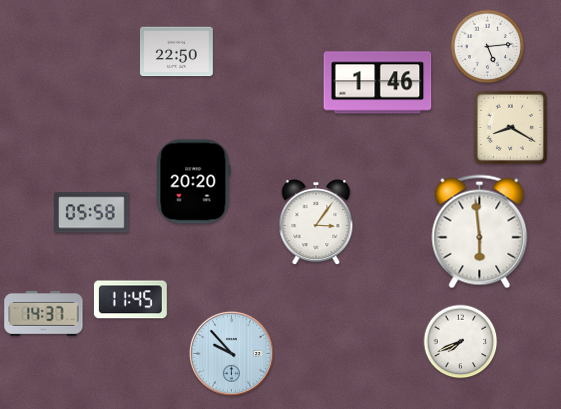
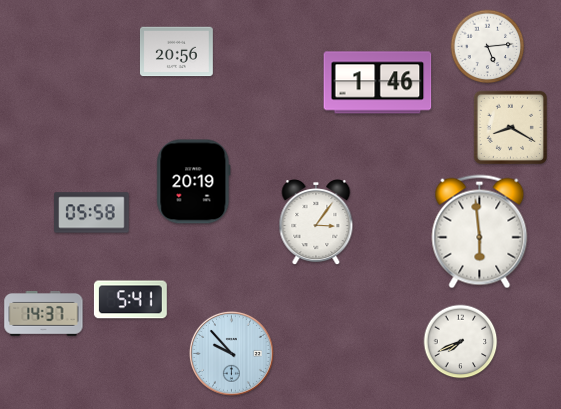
clock at (176, 52): 22:50 -> 20:56
clock at (194, 182): 20:20 -> 20:19
clock at (130, 300): 11:45 -> 5:41
